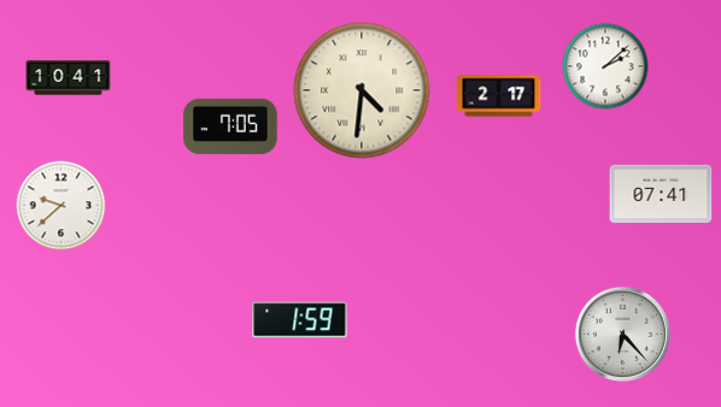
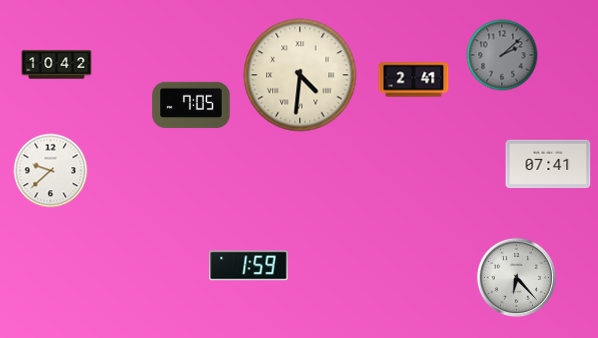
clock at (605, 66) dial: white -> grey
clock at (69, 78): 10:41 -> 10:42
clock at (499, 96): 2:17 -> 2:41
clock at (661, 194) position: (661, 194) -> (548, 164)
